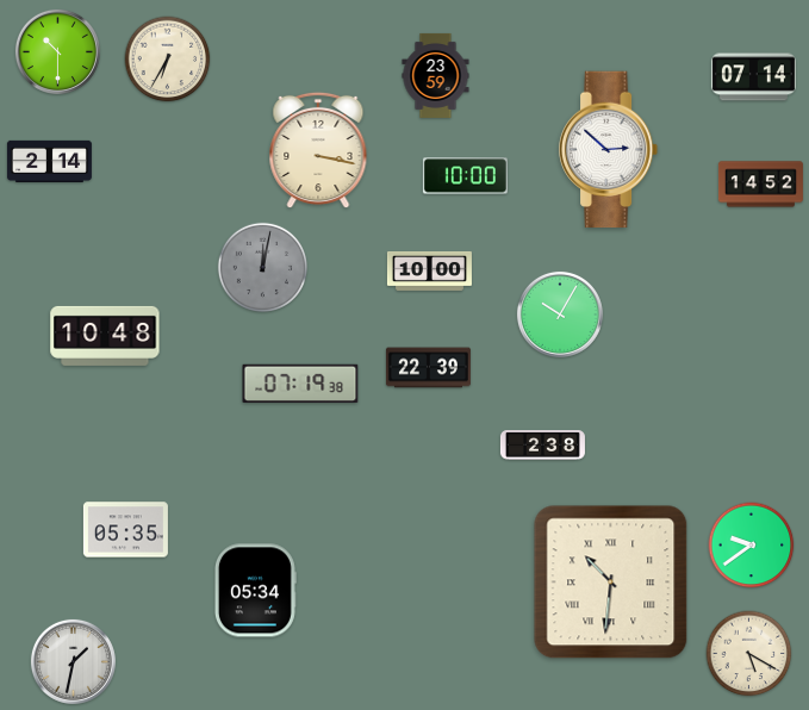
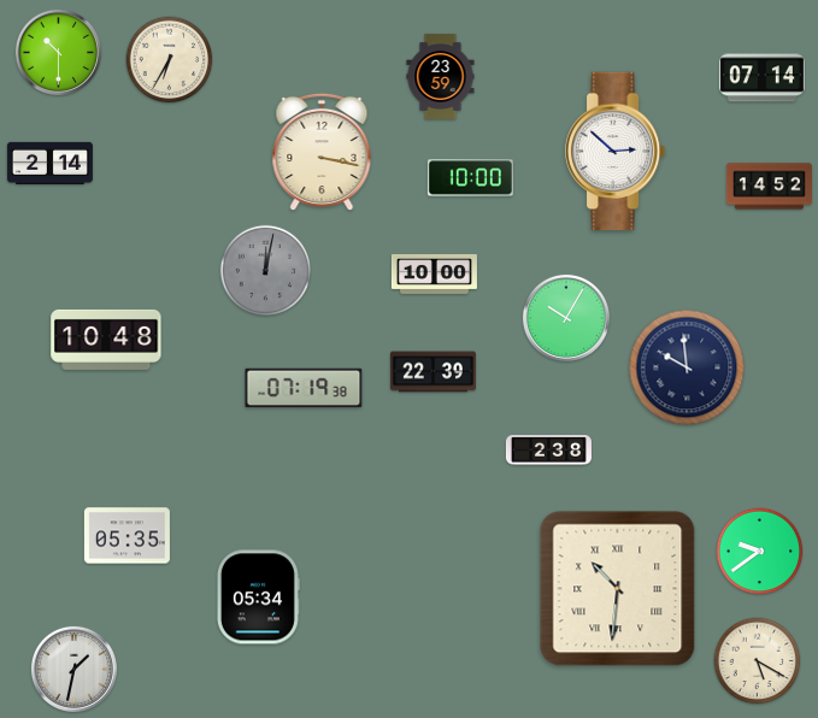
clock at (687, 367): none -> 9:59
